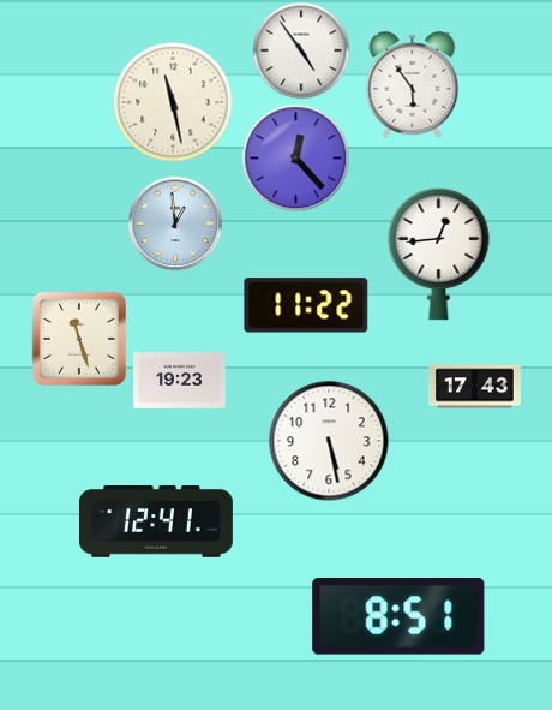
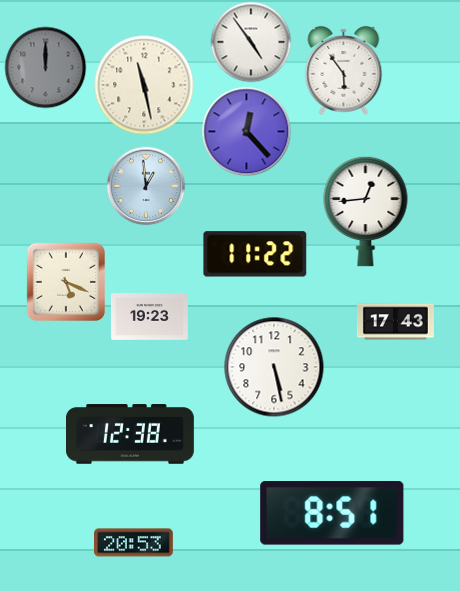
clock at (45, 67): none -> 12:00
clock at (79, 339): 11:27 -> 5:19
clock at (157, 521): 12:41 -> 12:38
clock at (134, 543): none -> 20:53
